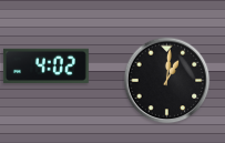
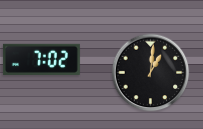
clock at (45, 65): 4:02 -> 7:02
